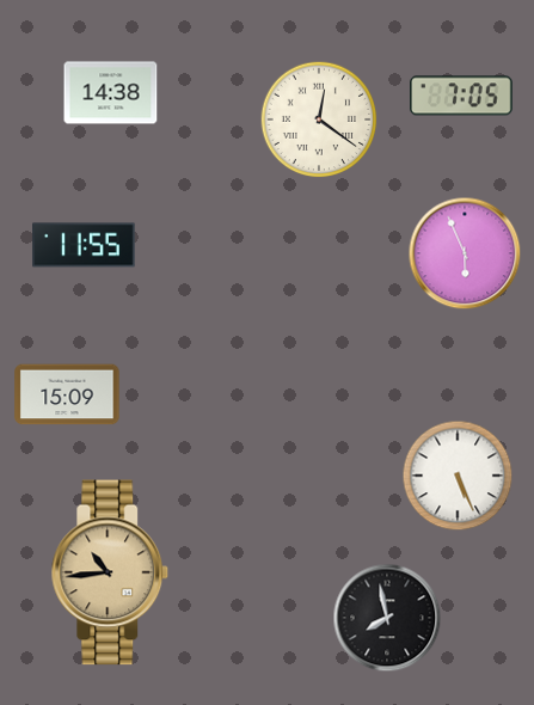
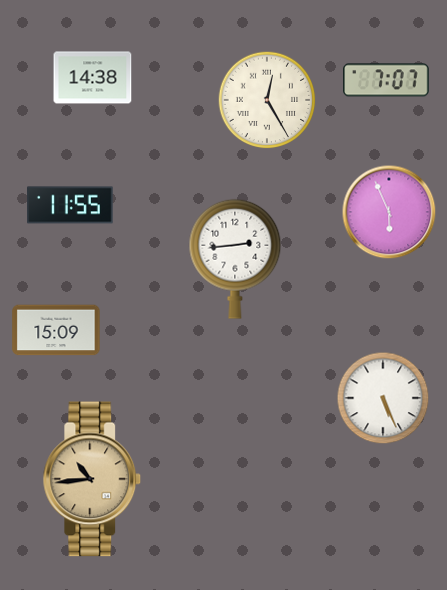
clock at (461, 96): 7:05 -> 7:07
clock at (319, 119): 12:21 -> 12:25
clock at (235, 259): none -> 2:44
clock at (387, 618): 7:58 -> none
